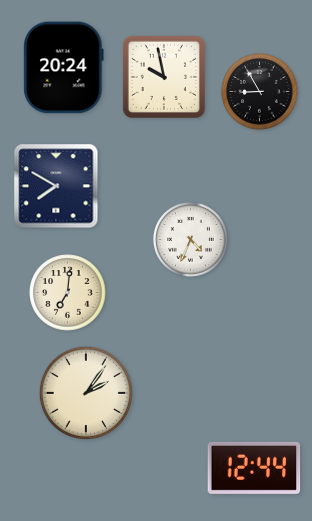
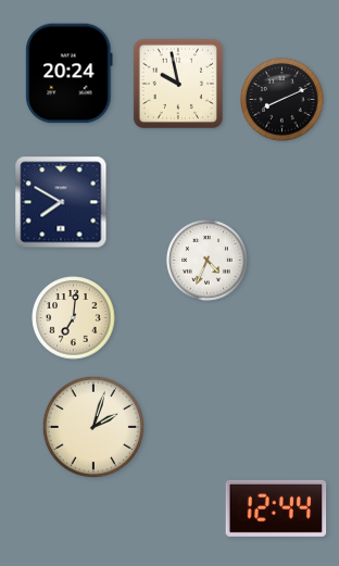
clock at (260, 92): 8:55 -> 8:11
clock at (86, 393): 2:06 -> 2:03
